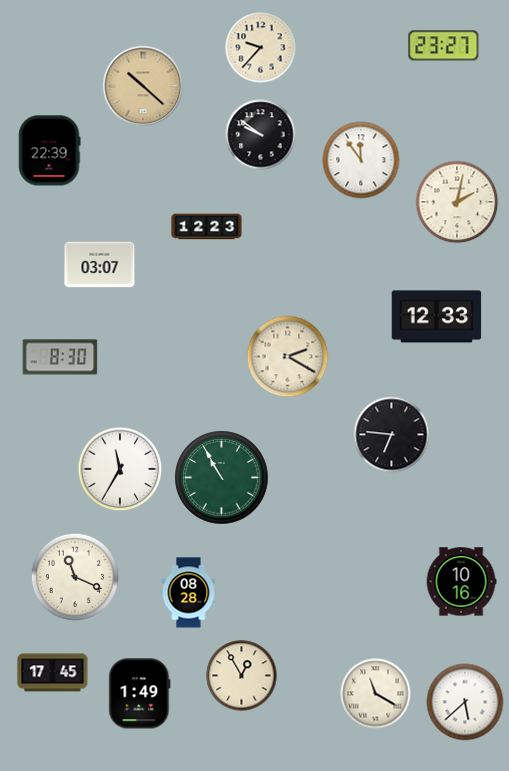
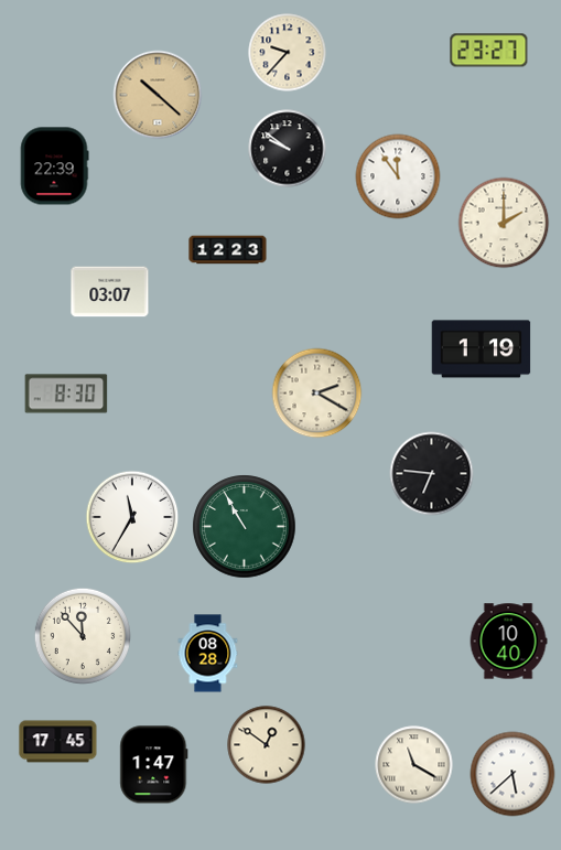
clock at (457, 202): 2:02 -> 2:00
clock at (437, 317): 12:33 -> 1:19
clock at (392, 435) position: (392, 435) -> (432, 474)
clock at (74, 577): 11:19 -> 11:53
clock at (461, 582): 10:16 -> 10:40
clock at (242, 676): 12:55 -> 12:51
clock at (140, 694): 1:49 -> 1:47
